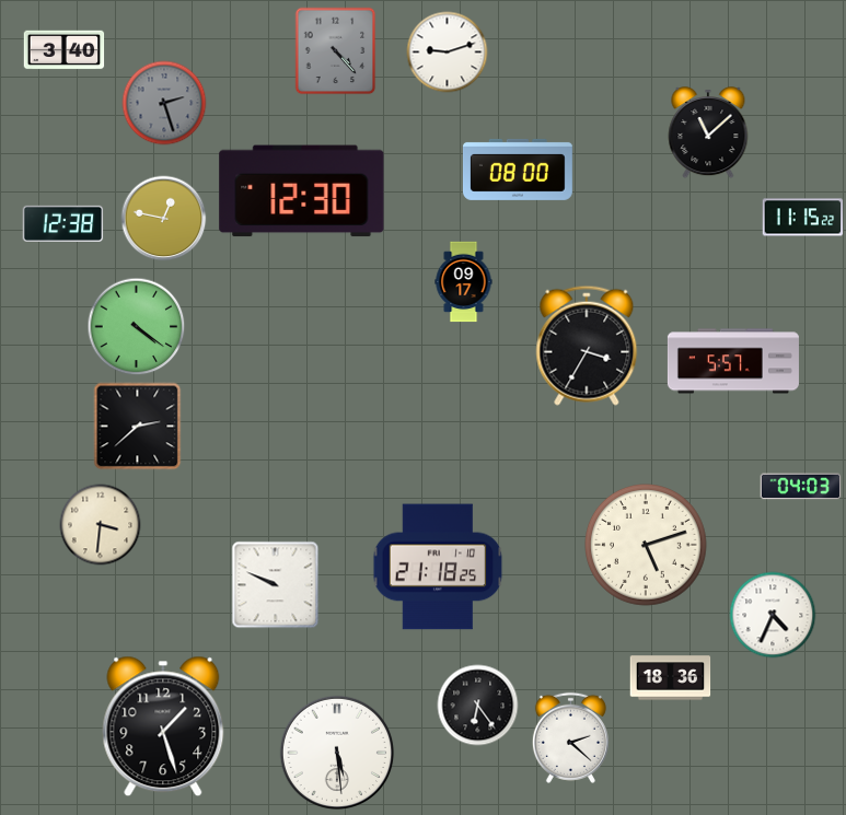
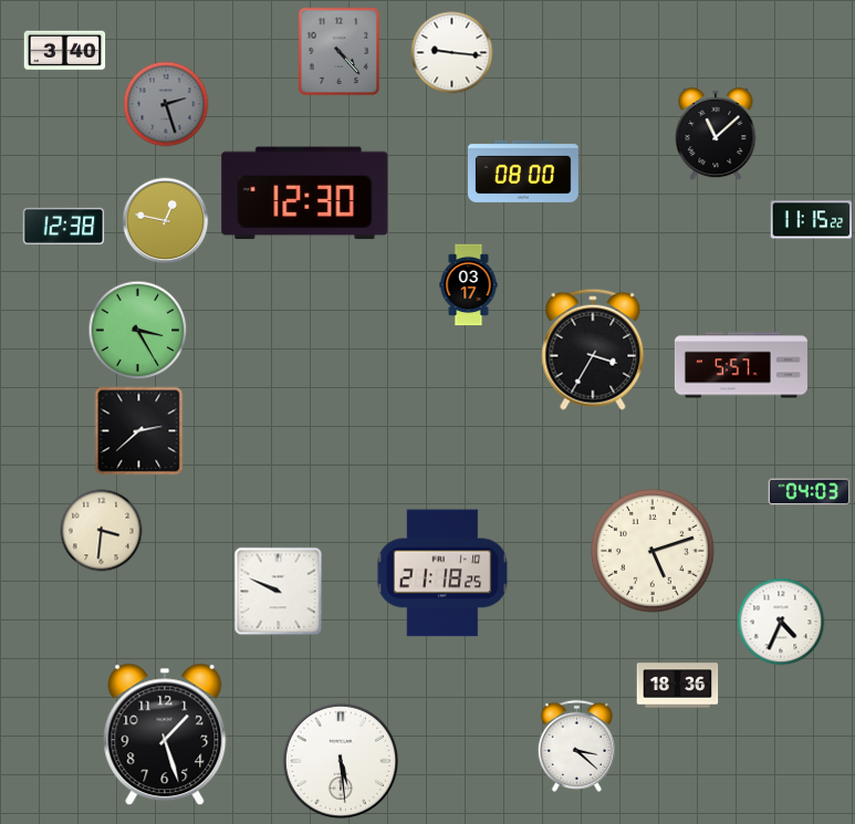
clock at (448, 53): 9:12 -> 9:16
clock at (464, 282): 09:17 -> 03:17
clock at (137, 327): 4:21 -> 3:25
clock at (478, 706): 6:24 -> none
clock at (570, 737): 2:22 -> 3:22
